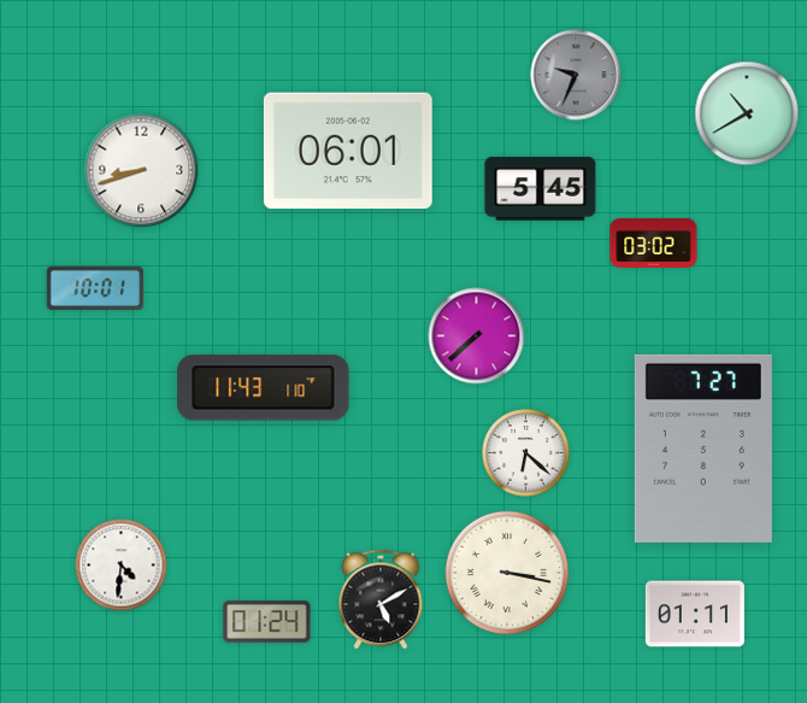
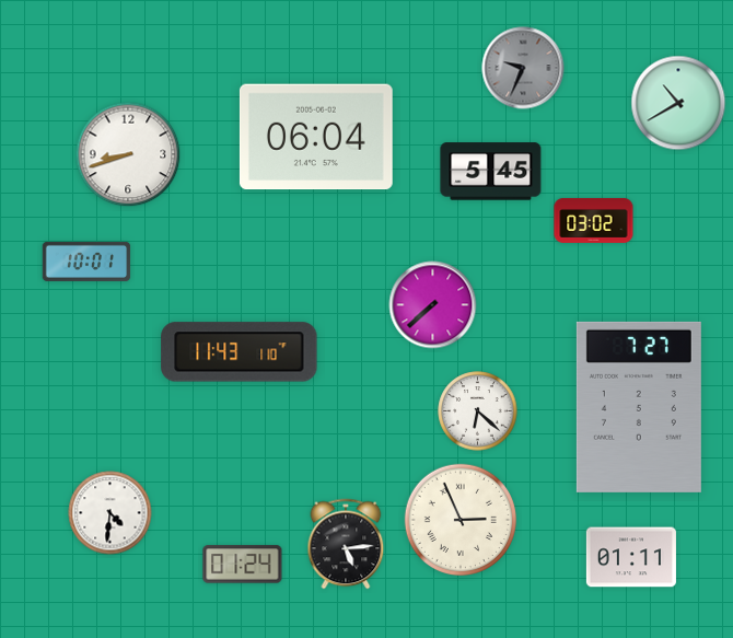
clock at (348, 151): 06:01 -> 06:04
clock at (506, 572): 3:17 -> 2:56
clock at (381, 599): 5:10 -> 5:14
